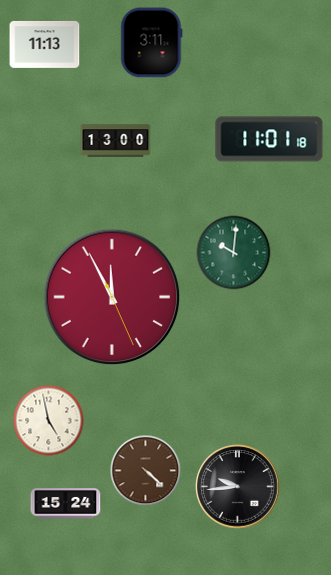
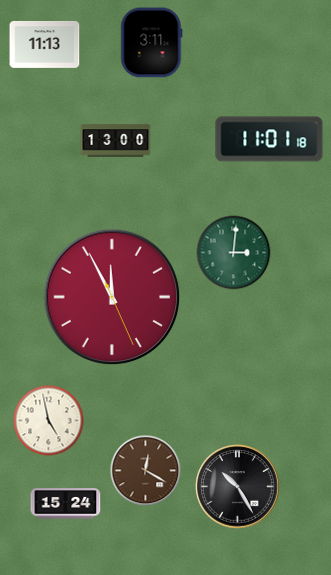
clock at (234, 253): 10:01 -> 3:01
clock at (146, 471): 4:22 -> 12:20
clock at (238, 487): 9:44 -> 10:25
